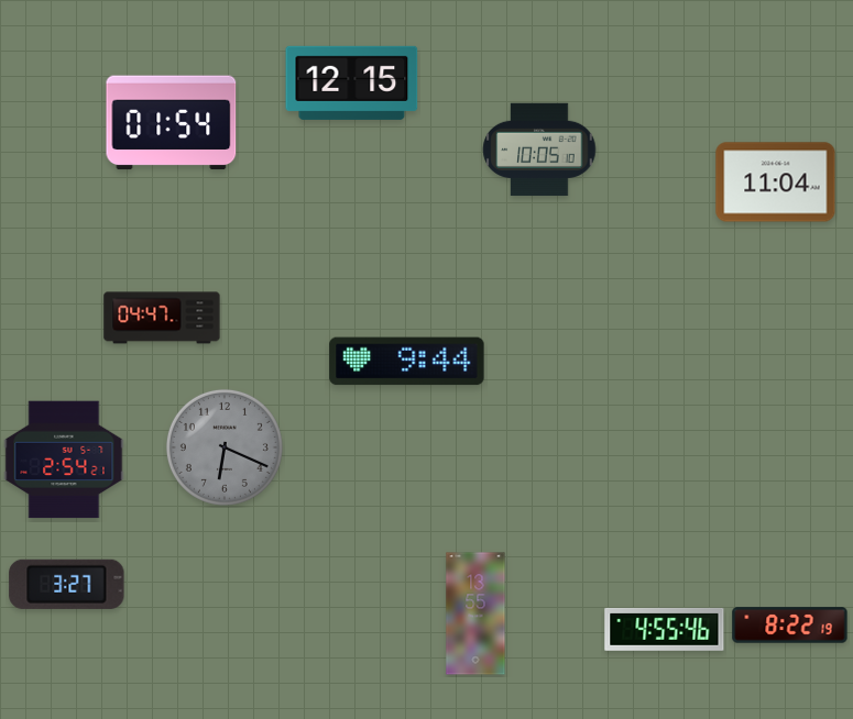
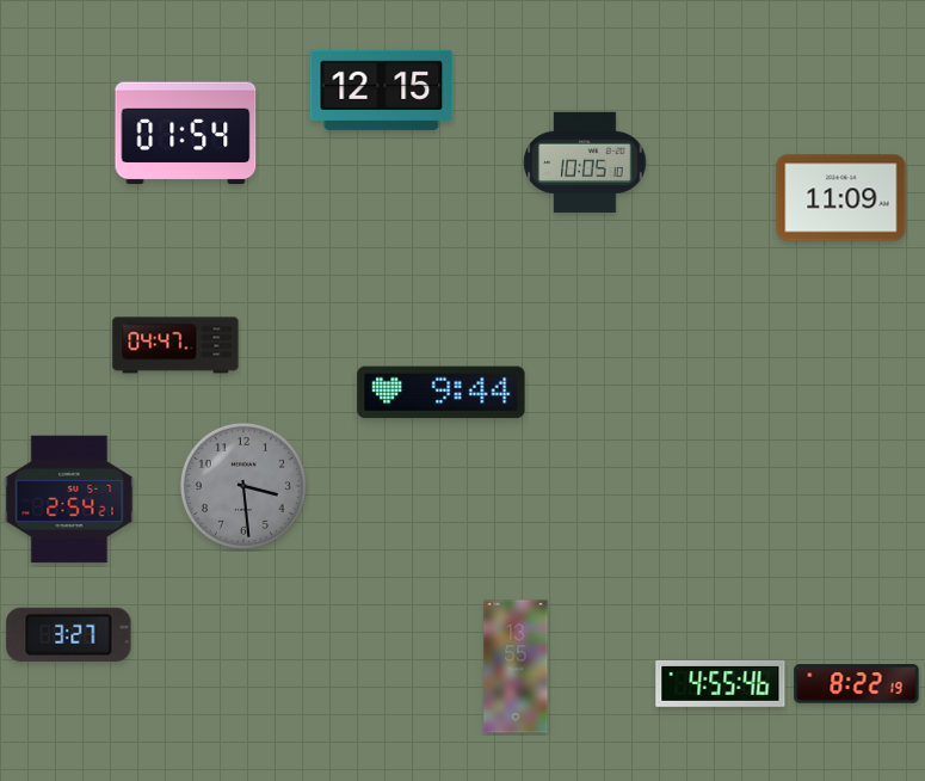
clock at (776, 182): 11:04 -> 11:09
clock at (225, 447): 6:19 -> 3:29
clock at (67, 584) position: (67, 584) -> (69, 634)
clock at (790, 626) position: (790, 626) -> (857, 684)
